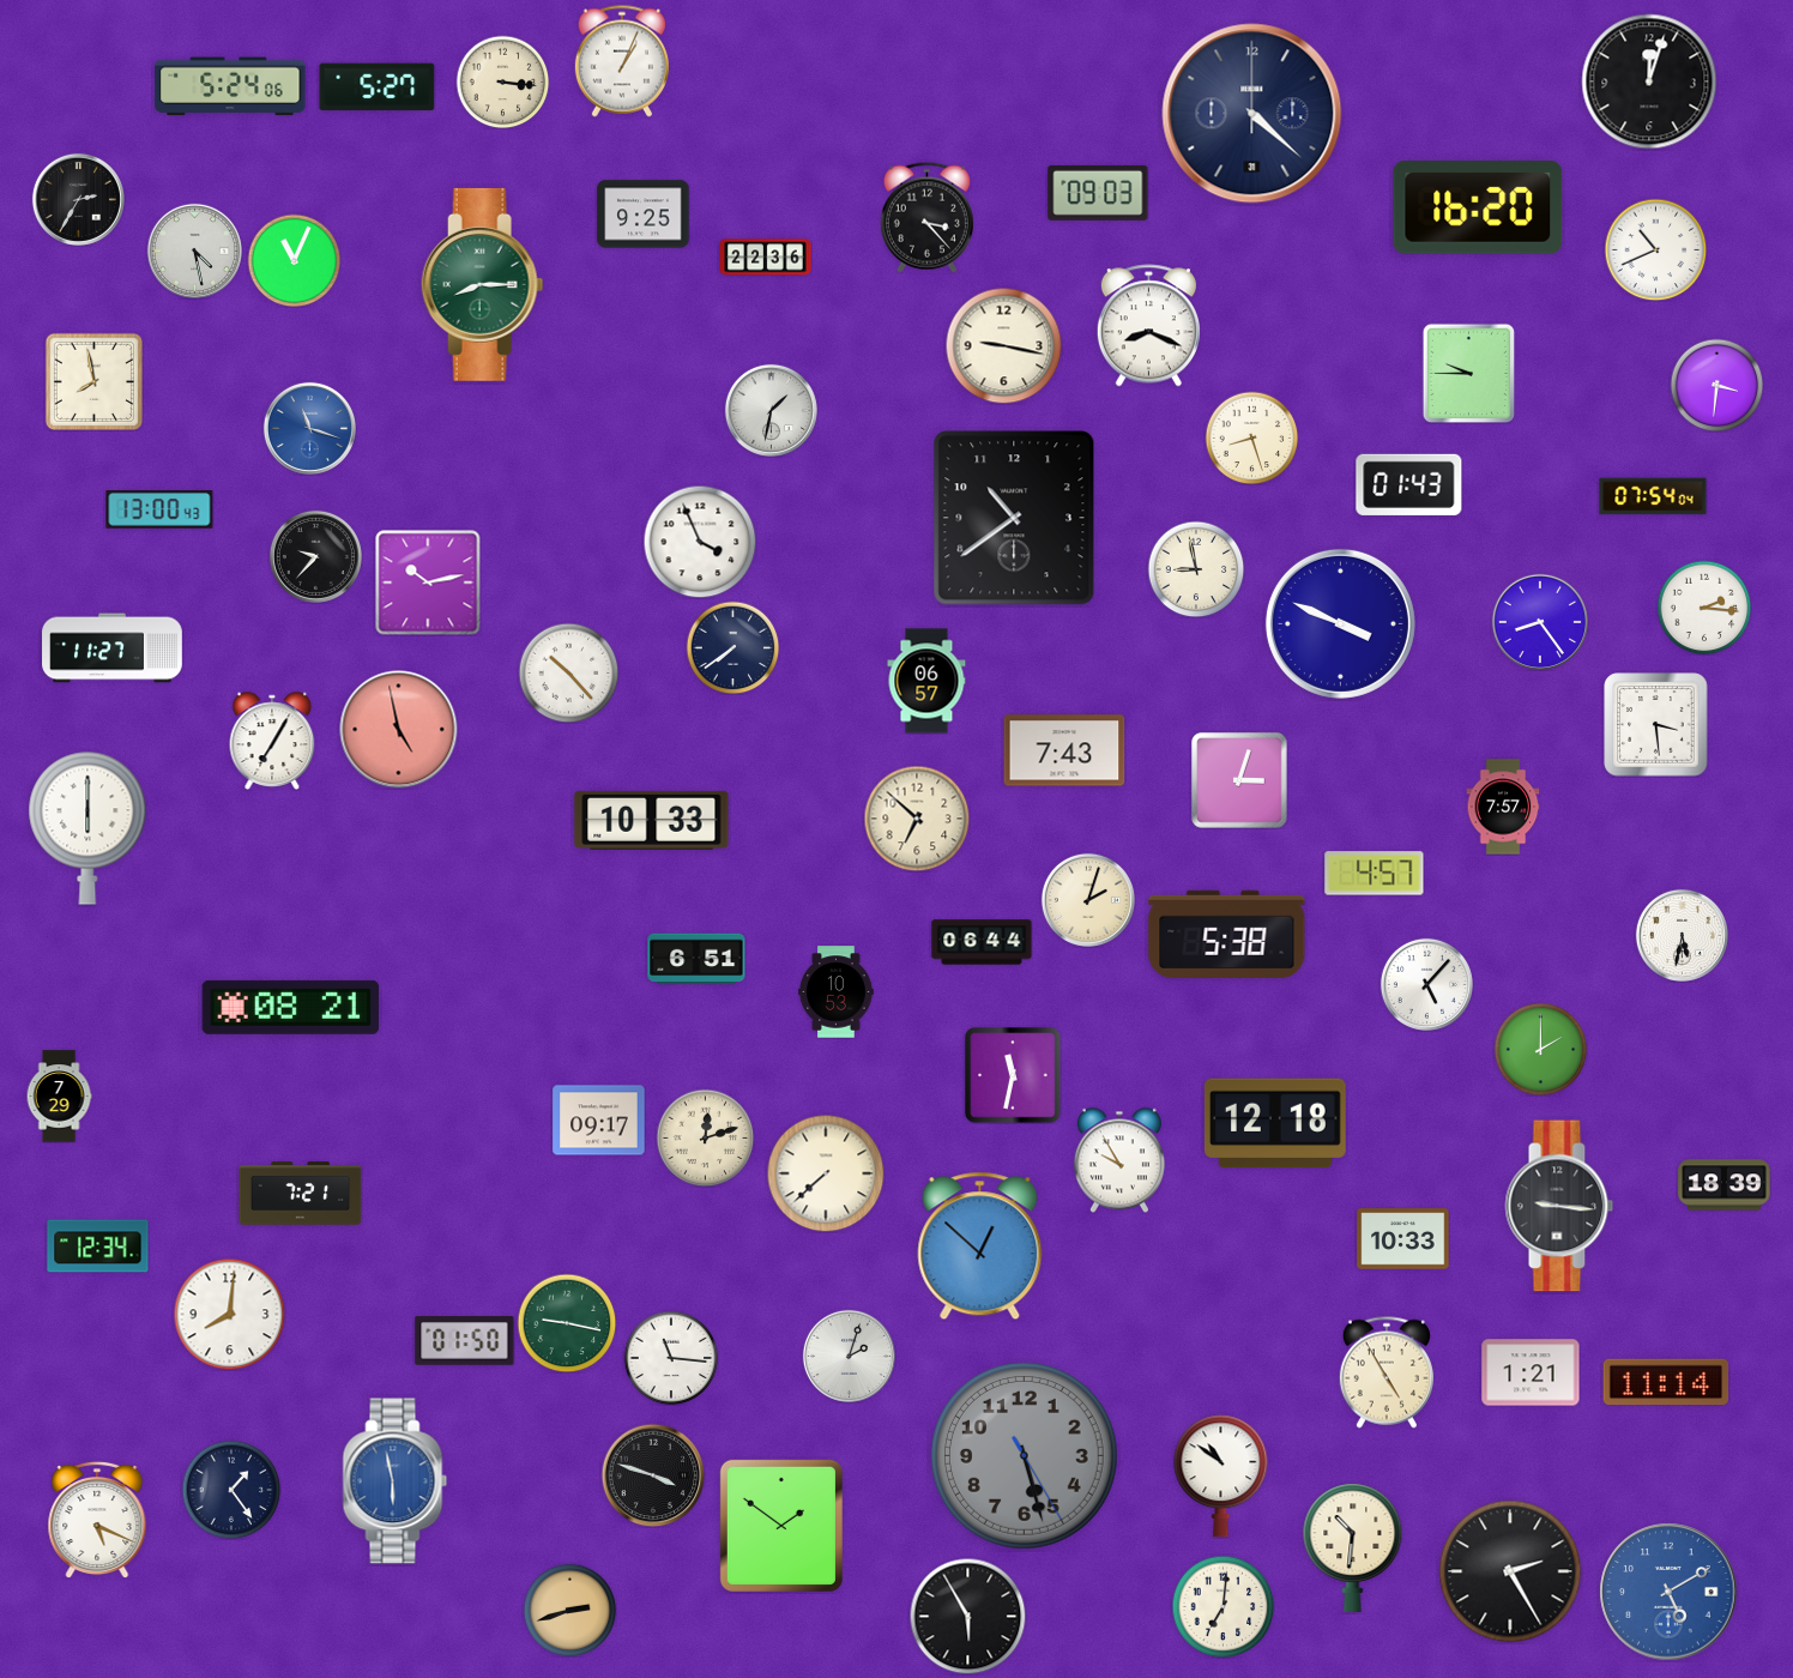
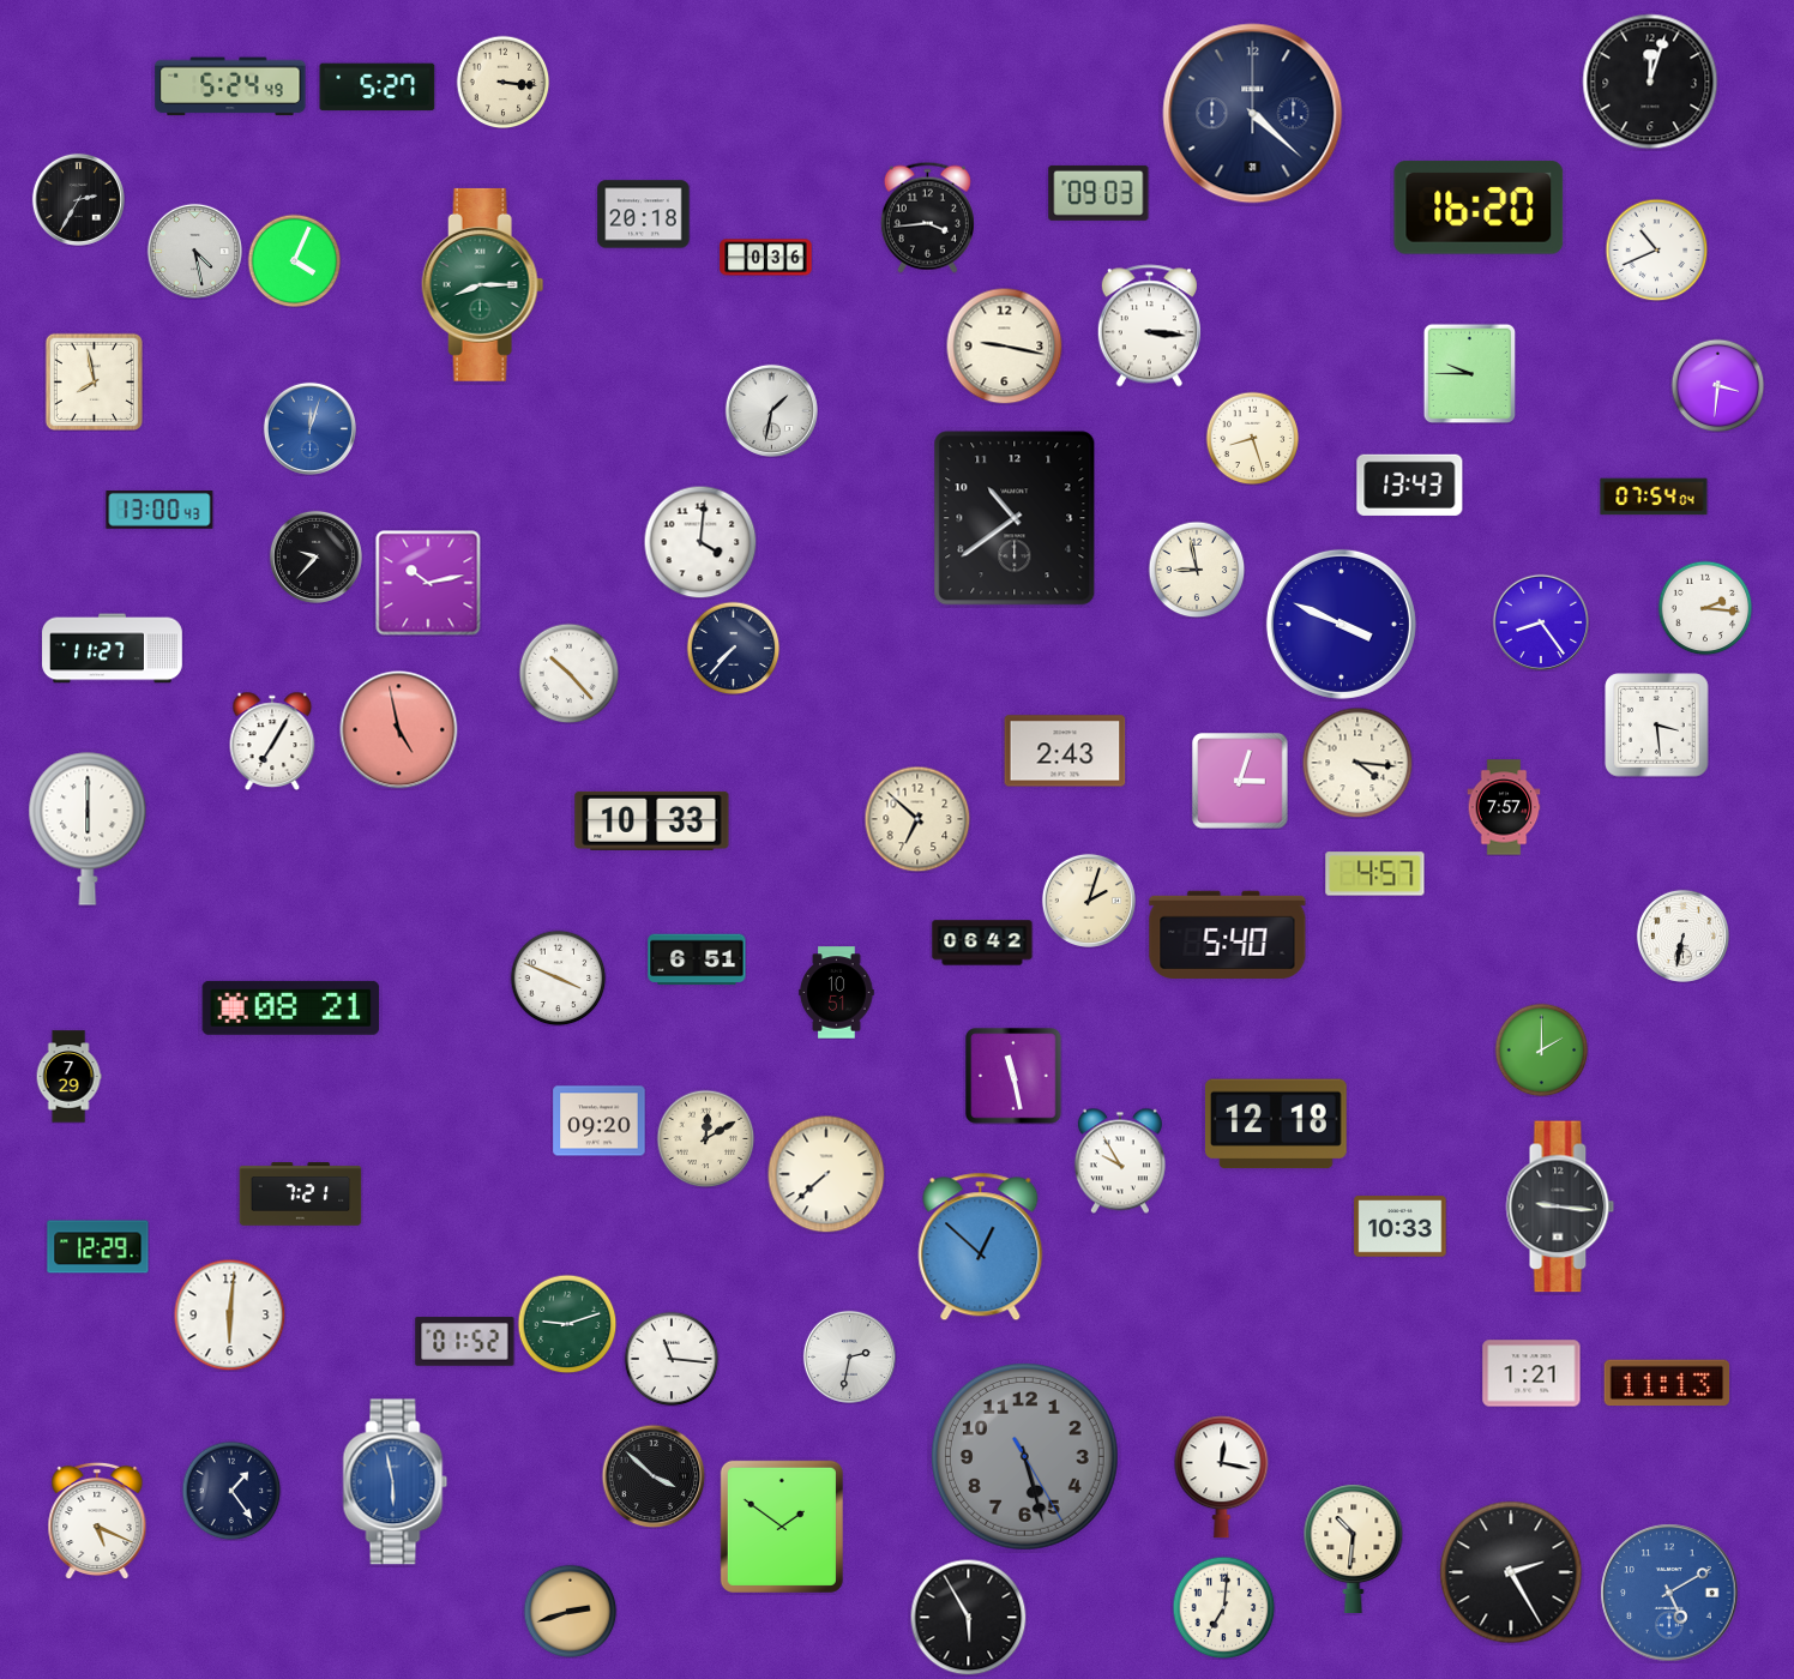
clock at (622, 61): 1:04 -> none
clock at (230, 86): 5:24:06 -> 5:24:49
clock at (644, 215): 9:25 -> 20:18
clock at (926, 217): 3:23 -> 3:44
clock at (766, 258): 22:36 -> 0:36
clock at (294, 260): 11:04 -> 4:04
clock at (1148, 326): 8:19 -> 3:16
clock at (309, 428): 11:18 -> 12:03
clock at (1409, 484): 01:43 -> 13:43
clock at (700, 542): 3:56 -> 4:01
clock at (732, 647): 7:39 -> 7:37
clock at (926, 681): 06:57 -> none
clock at (1064, 750): 7:43 -> 2:43
clock at (1357, 763): none -> 4:16
clock at (1227, 934): 5:38 -> 5:40
clock at (1682, 935): 5:32 -> 6:32
clock at (982, 942): 06:44 -> 06:42
clock at (558, 977): none -> 3:49
clock at (1426, 984): 5:07 -> none
clock at (837, 992): 10:53 -> 10:51
clock at (1013, 1075): 11:32 -> 11:28
clock at (59, 1097) position: (59, 1097) -> (68, 1077)
clock at (599, 1121): 09:17 -> 09:20
clock at (705, 1137): 12:12 -> 12:10
clock at (1725, 1185): 18:39 -> none
clock at (1403, 1239) position: (1403, 1239) -> (1401, 1227)
clock at (98, 1247): 12:34 -> 12:29
clock at (229, 1314): 8:01 -> 6:01
clock at (567, 1323): 9:17 -> 9:12
clock at (465, 1341): 01:50 -> 01:52
clock at (849, 1356): 2:03 -> 2:32
clock at (1387, 1372): 4:55 -> none
clock at (1666, 1382): 11:14 -> 11:13
clock at (653, 1475): 3:48 -> 3:52
clock at (1221, 1477): 10:51 -> 12:17
